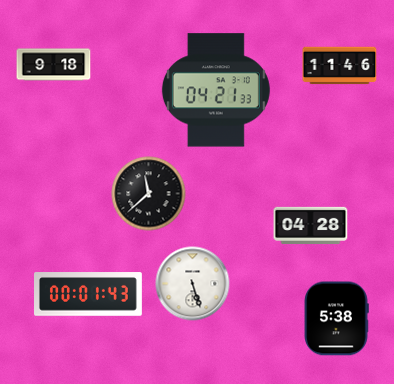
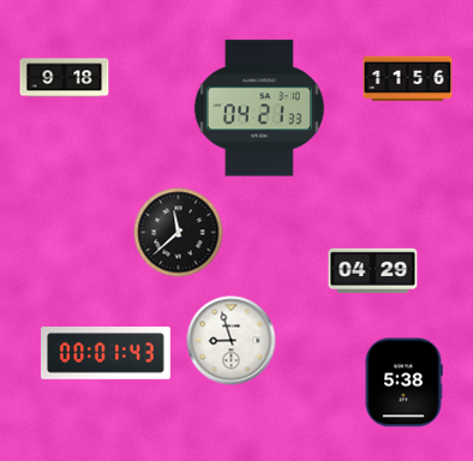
clock at (340, 66): 11:46 -> 11:56
clock at (311, 225): 04:28 -> 04:29
clock at (193, 284): 5:27 -> 8:57
